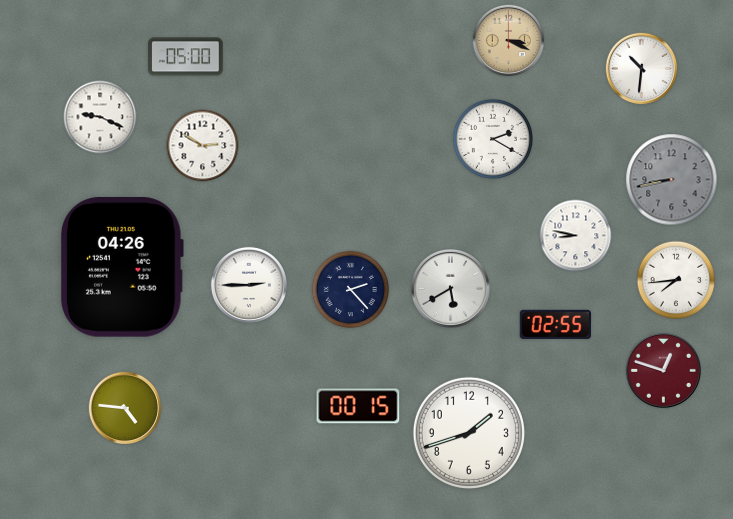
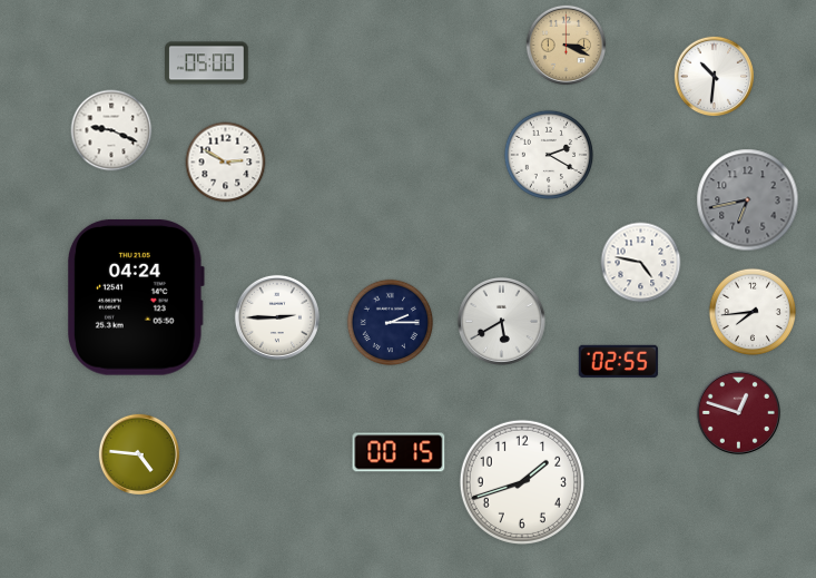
clock at (672, 180): 8:43 -> 6:43
clock at (576, 236): 8:47 -> 4:47
clock at (123, 267): 04:26 -> 04:24
clock at (351, 290): 2:23 -> 2:15
